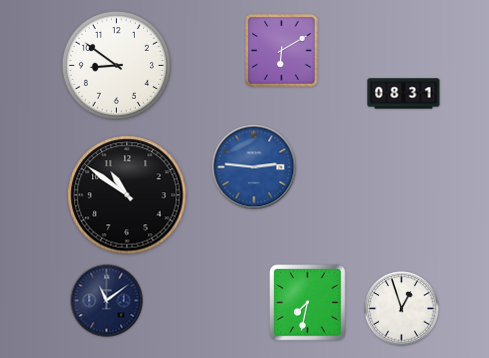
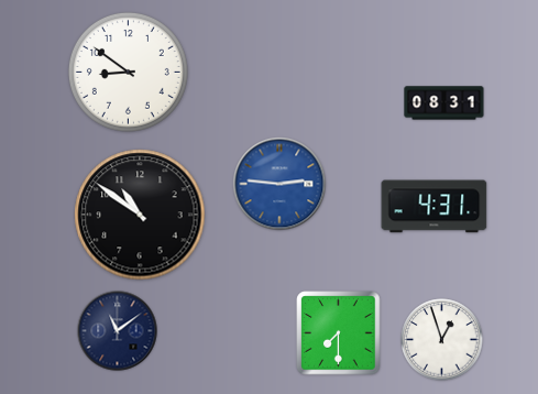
clock at (282, 51): 6:10 -> none
clock at (435, 207): none -> 4:31
clock at (308, 303): 7:32 -> 7:30
